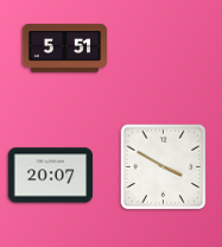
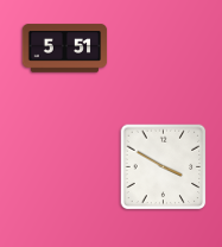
clock at (51, 176): 20:07 -> none
